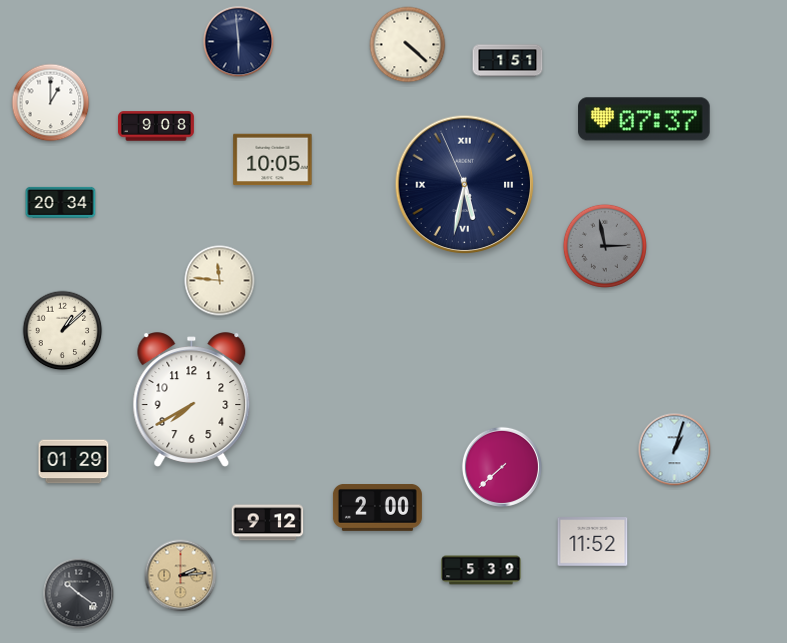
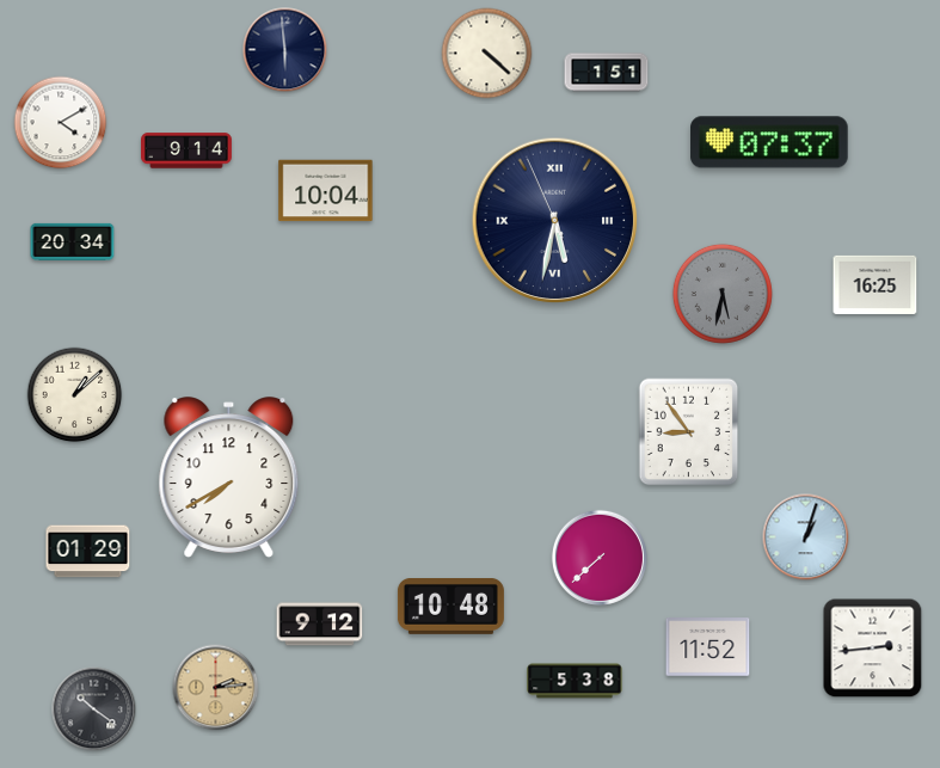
clock at (51, 103): 1:00 -> 4:10
clock at (157, 126): 9:08 -> 9:14
clock at (273, 160): 10:05 -> 10:04
clock at (876, 284): none -> 16:25
clock at (605, 246): 2:58 -> 5:32
clock at (220, 281): 11:46 -> none
clock at (689, 432): none -> 8:54
clock at (377, 508): 2:00 -> 10:48
clock at (873, 649): none -> 2:44
clock at (481, 570): 5:39 -> 5:38
